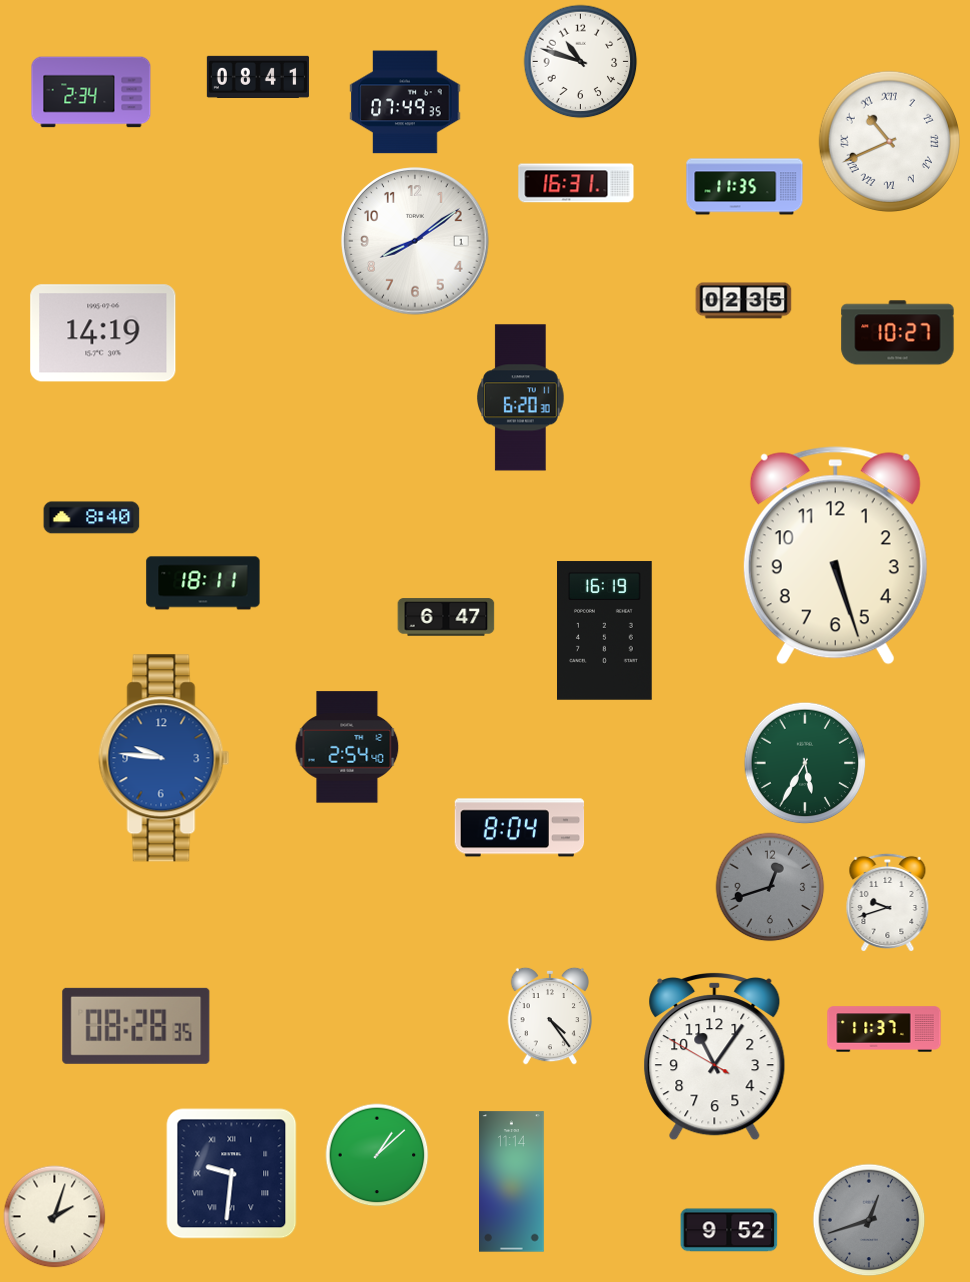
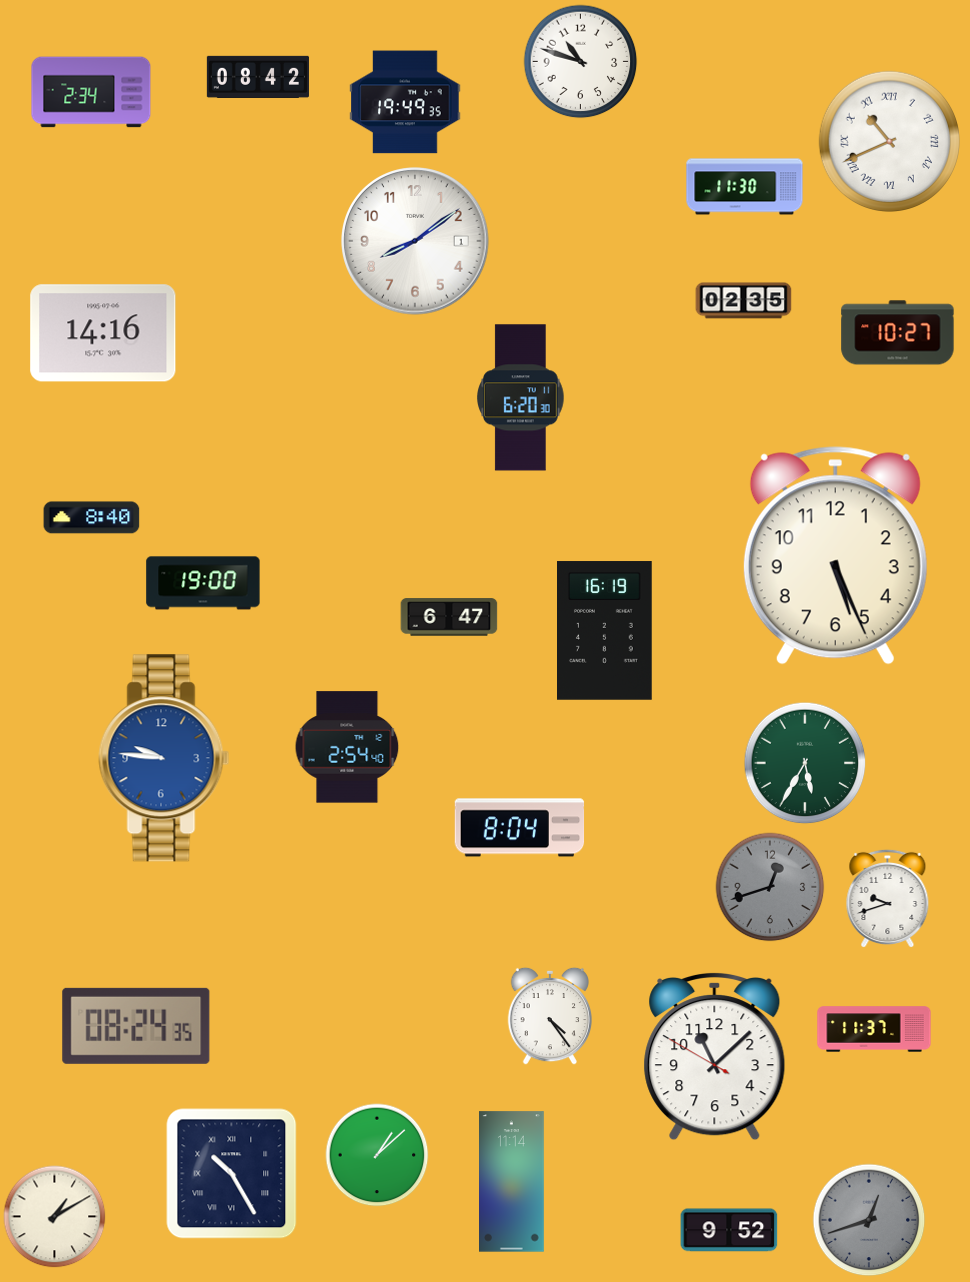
clock at (258, 77): 08:41 -> 08:42
clock at (405, 102): 07:49 -> 19:49
clock at (576, 183): 16:31 -> none
clock at (745, 187): 11:35 -> 11:30
clock at (103, 333): 14:19 -> 14:16
clock at (835, 556): 5:27 -> 5:26
clock at (203, 583): 18:11 -> 19:00
clock at (446, 617) position: (446, 617) -> (449, 617)
clock at (888, 902) position: (888, 902) -> (888, 898)
clock at (136, 1026): 08:28 -> 08:24
clock at (884, 1029) position: (884, 1029) -> (874, 1029)
clock at (715, 1056): 11:05 -> 11:07
clock at (232, 1174): 9:31 -> 10:25
clock at (55, 1217): 2:03 -> 1:10
